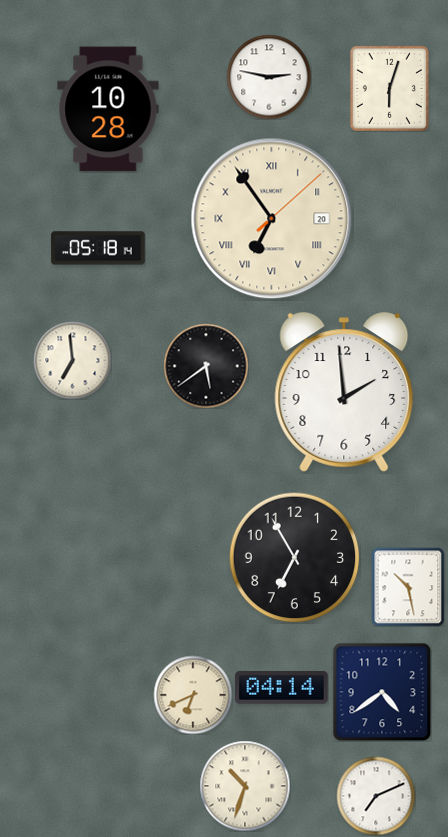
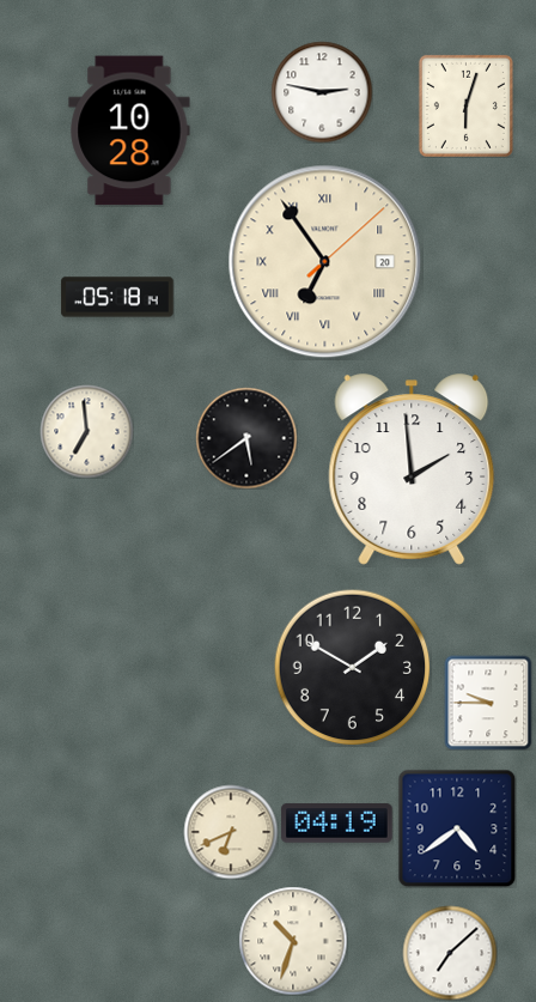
clock at (295, 558): 6:55 -> 1:50
clock at (408, 587): 10:28 -> 9:45
clock at (282, 688): 04:14 -> 04:19
clock at (376, 796): 7:11 -> 7:08
